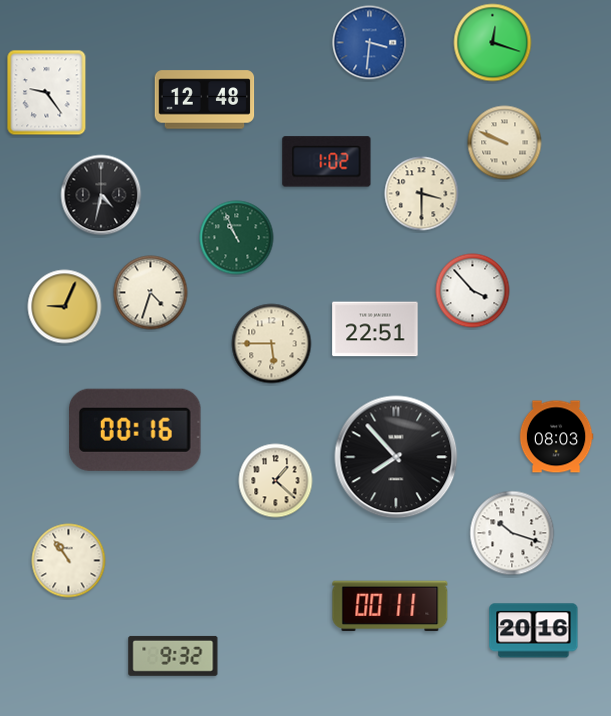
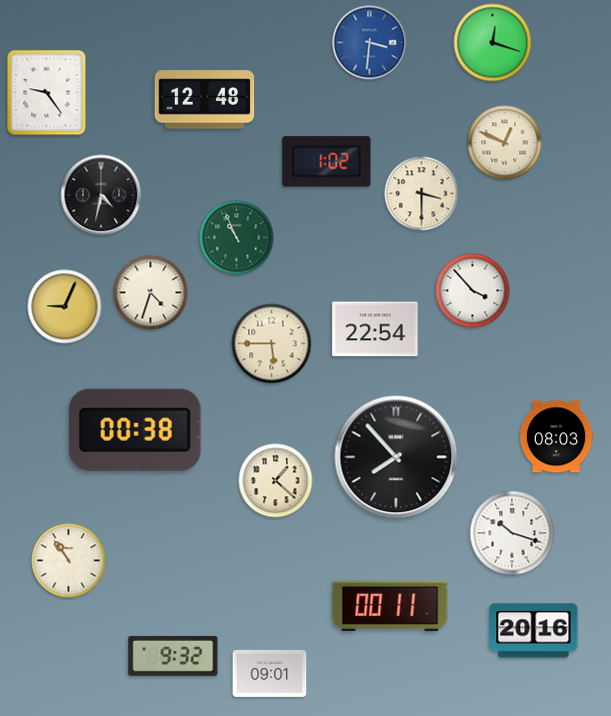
clock at (505, 143): 9:49 -> 12:49
clock at (375, 329): 22:51 -> 22:54
clock at (136, 430): 00:16 -> 00:38
clock at (270, 673): none -> 09:01
